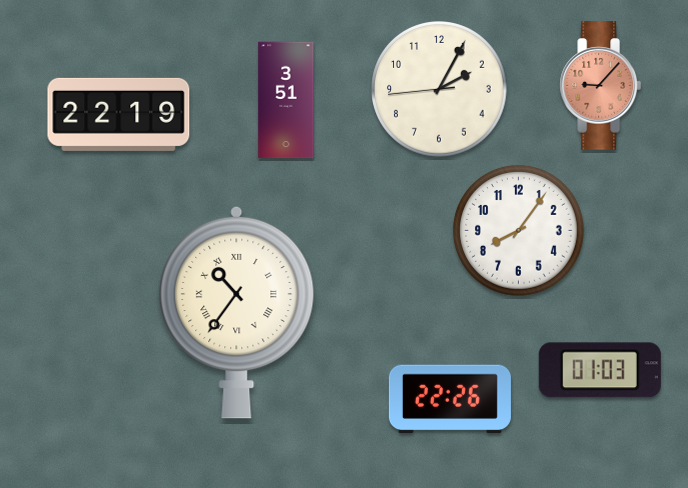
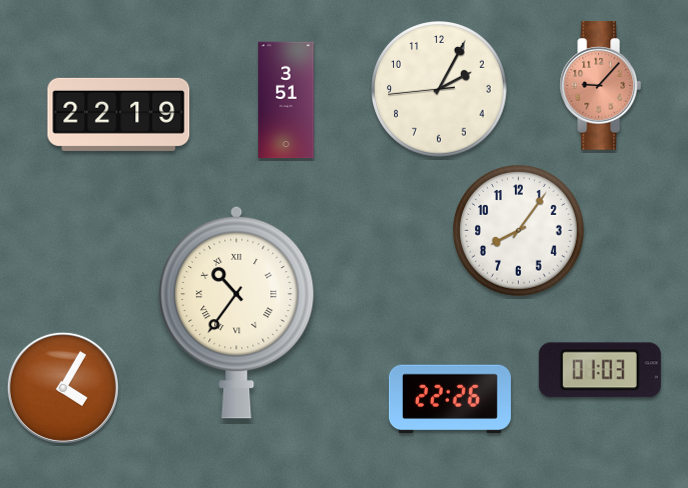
clock at (63, 388): none -> 4:05
